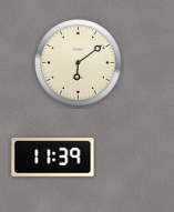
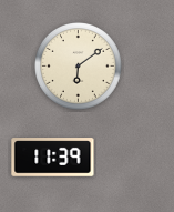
clock at (79, 63) position: (79, 63) -> (79, 67)
